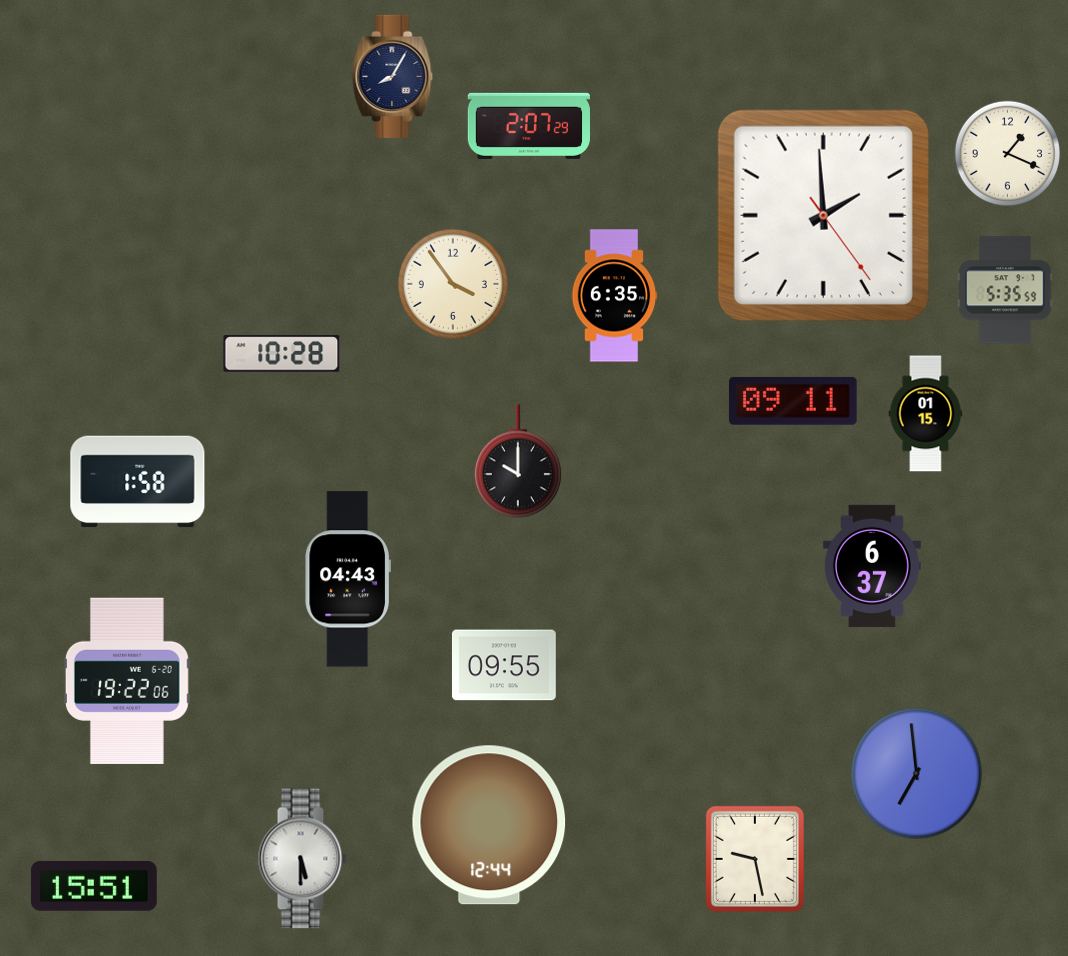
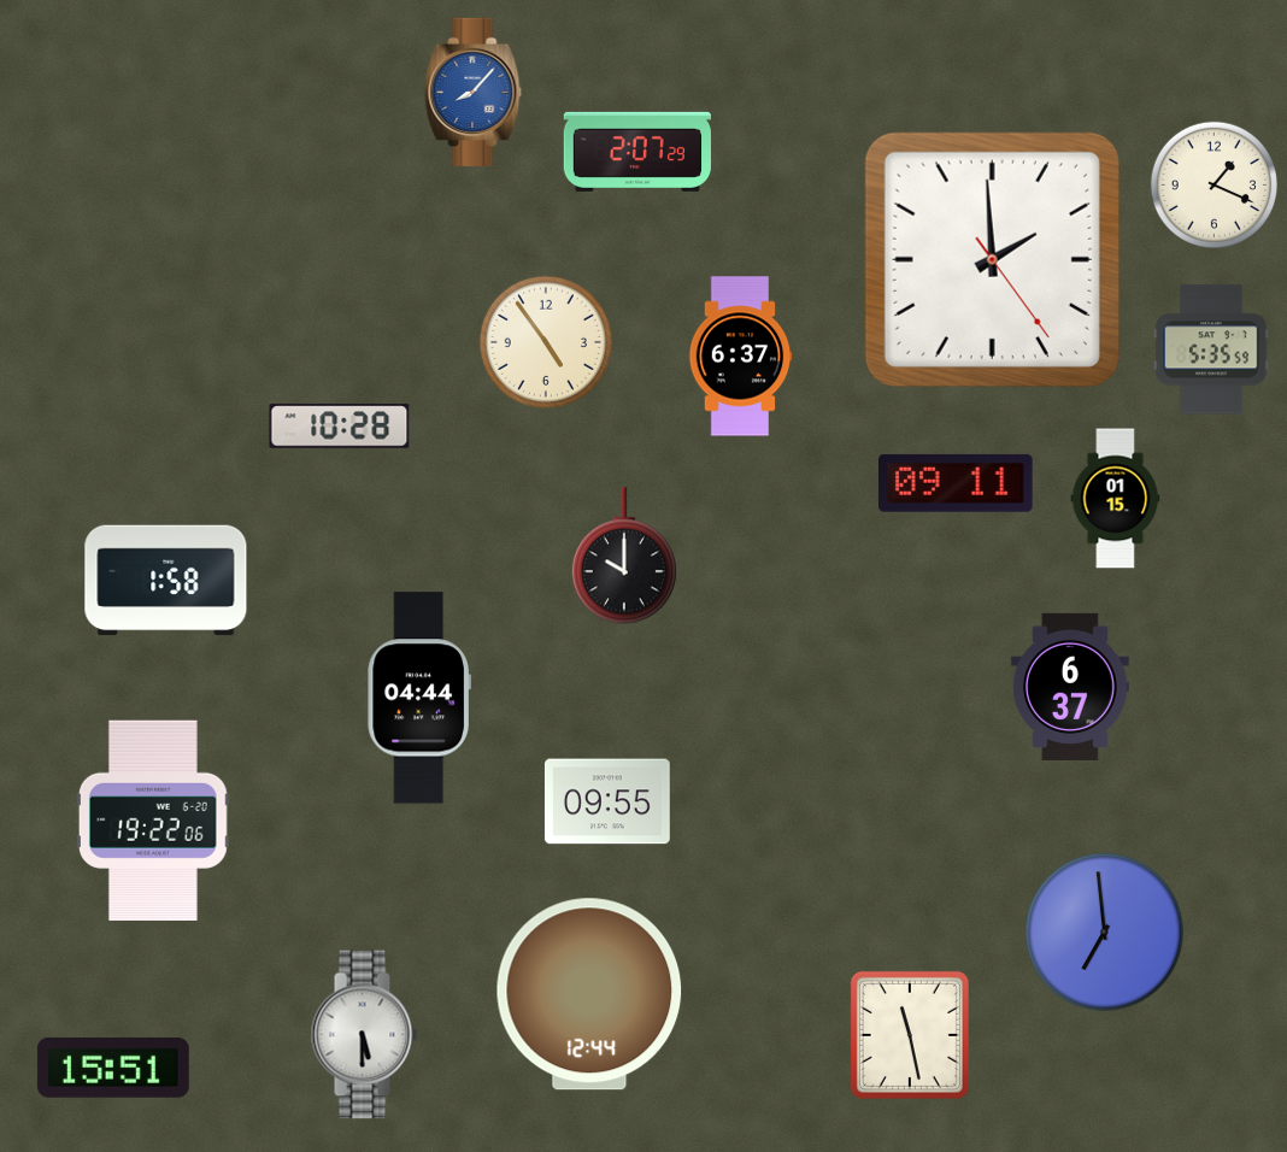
clock at (393, 76): 8:05 -> 8:07
clock at (393, 76) dial: navy -> blue
clock at (453, 284): 3:54 -> 4:54
clock at (614, 296): 6:35 -> 6:37
clock at (872, 566) position: (872, 566) -> (1070, 687)
clock at (347, 579): 04:43 -> 04:44
clock at (755, 859): 9:28 -> 11:28
